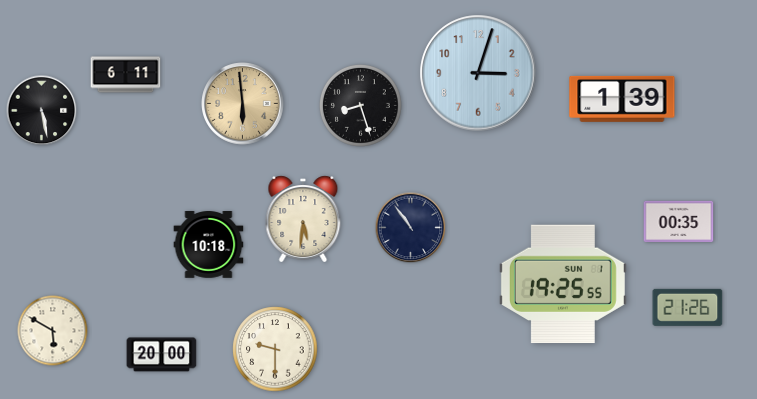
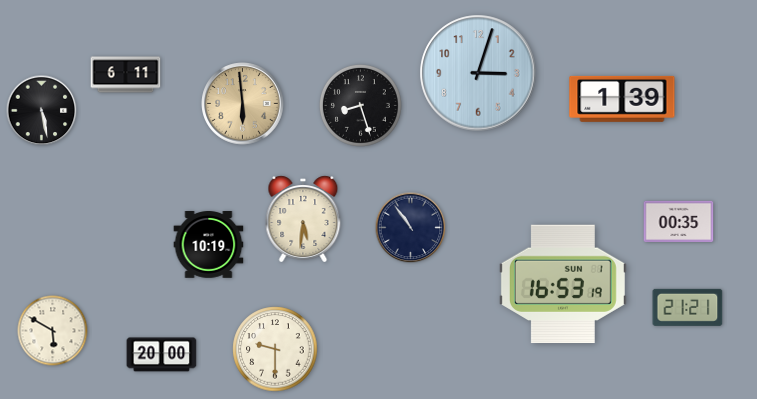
clock at (209, 245): 10:18 -> 10:19
clock at (563, 284): 19:25 -> 16:53
clock at (688, 307): 21:26 -> 21:21
